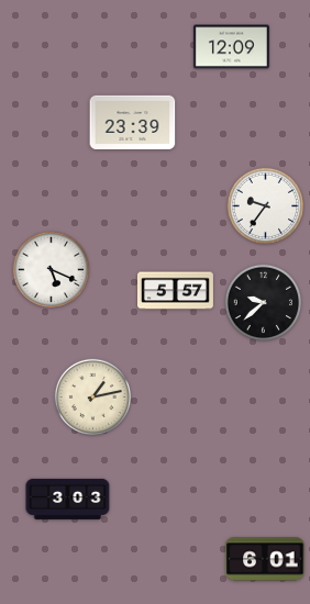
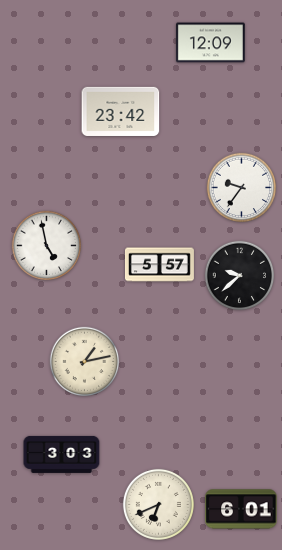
clock at (133, 122): 23:39 -> 23:42
clock at (52, 270): 5:19 -> 4:58
clock at (158, 504): none -> 6:41
